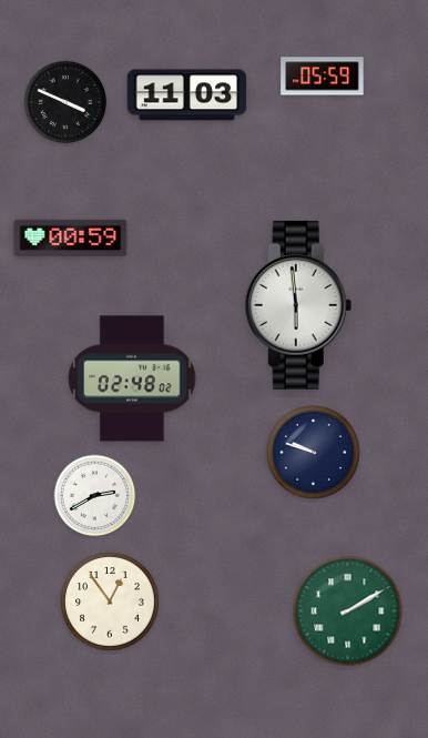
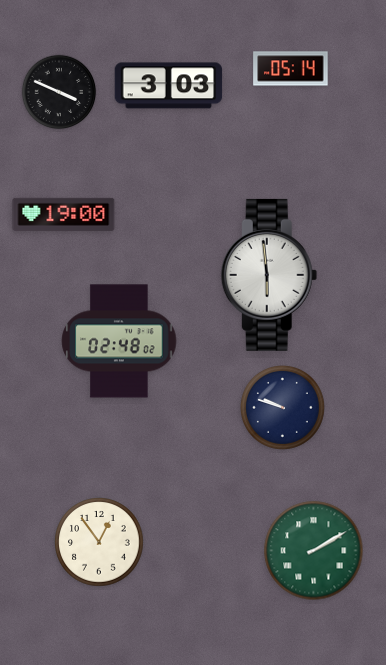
clock at (323, 77): 05:59 -> 05:14
clock at (187, 95): 11:03 -> 3:03
clock at (71, 237): 00:59 -> 19:00
clock at (95, 496): 2:40 -> none
